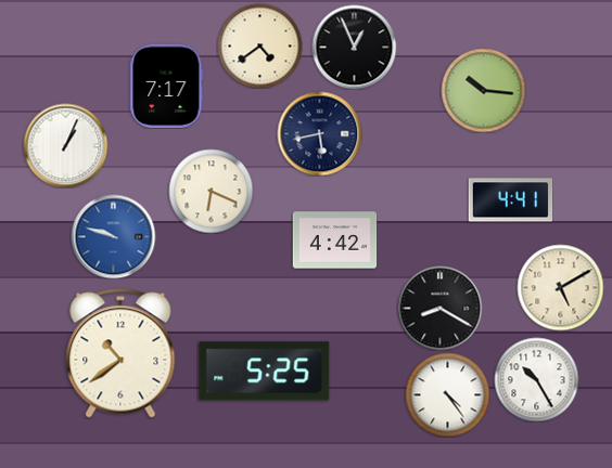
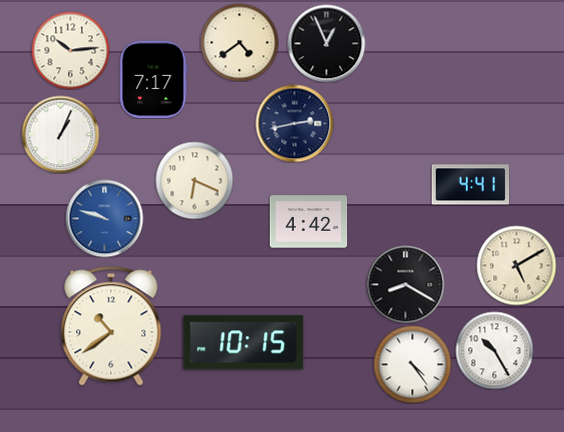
clock at (70, 50): none -> 10:14
clock at (483, 90): 10:16 -> none
clock at (319, 133): 5:43 -> 2:43
clock at (211, 191) position: (211, 191) -> (194, 180)
clock at (265, 372): 5:25 -> 10:15
